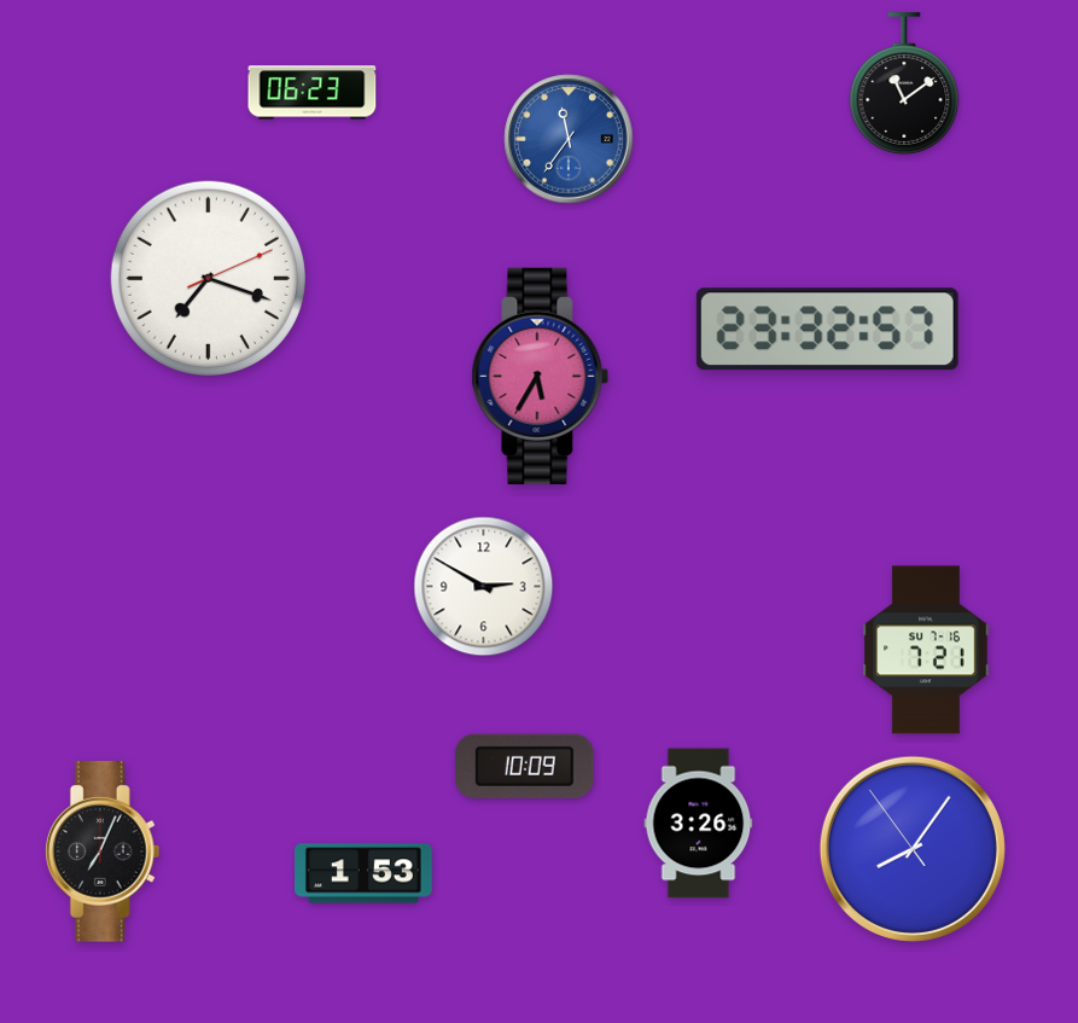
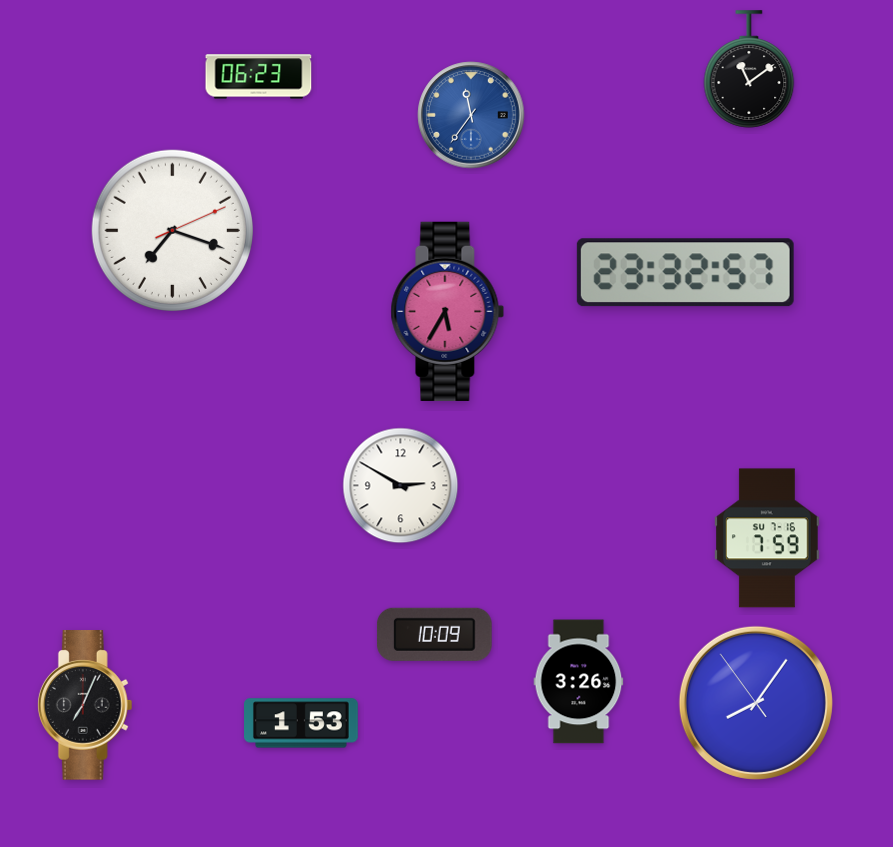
clock at (926, 650): 7:21 -> 7:59
